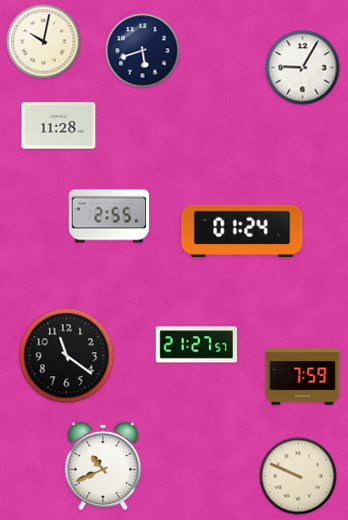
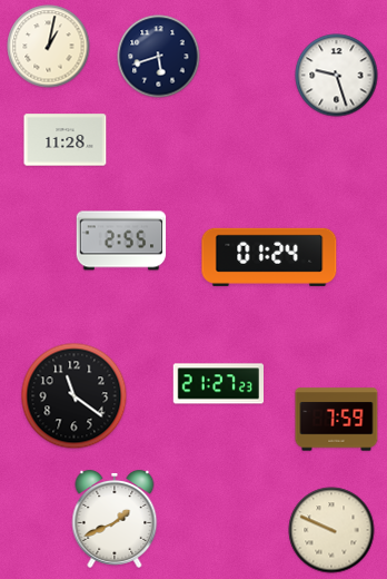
clock at (44, 42): 10:02 -> 1:02
clock at (303, 68): 9:05 -> 9:27
clock at (196, 345): 21:27:57 -> 21:27:23
clock at (103, 466): 10:41 -> 1:41
